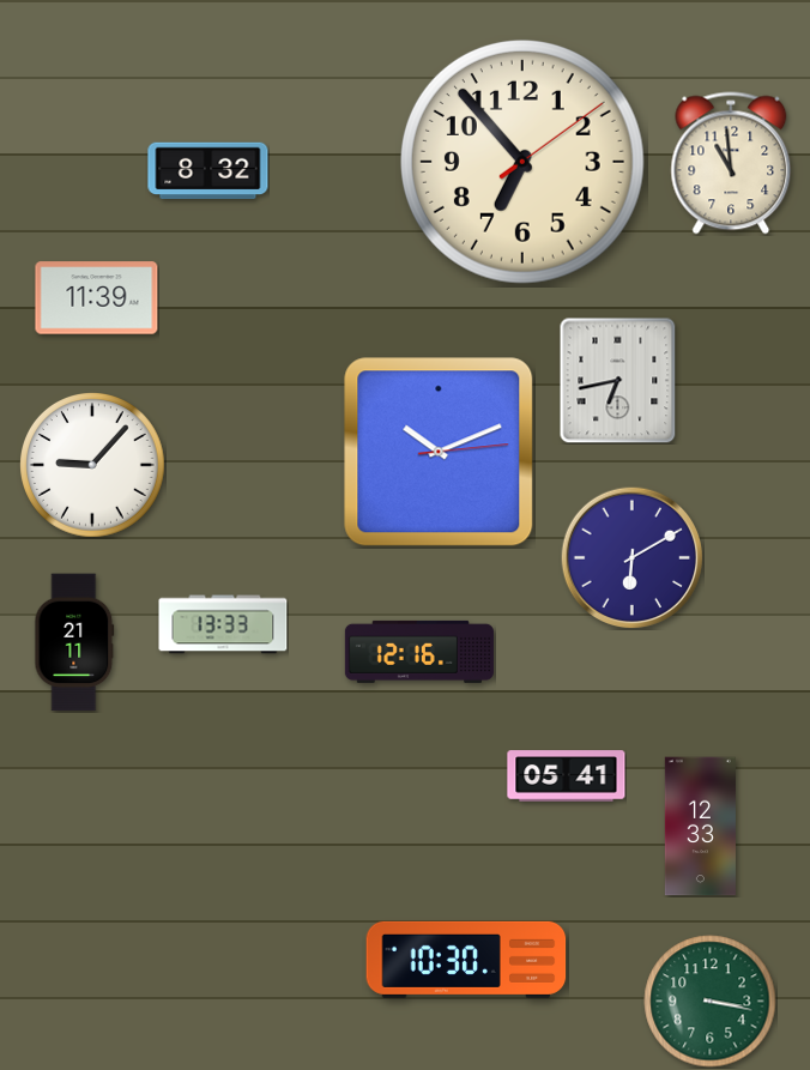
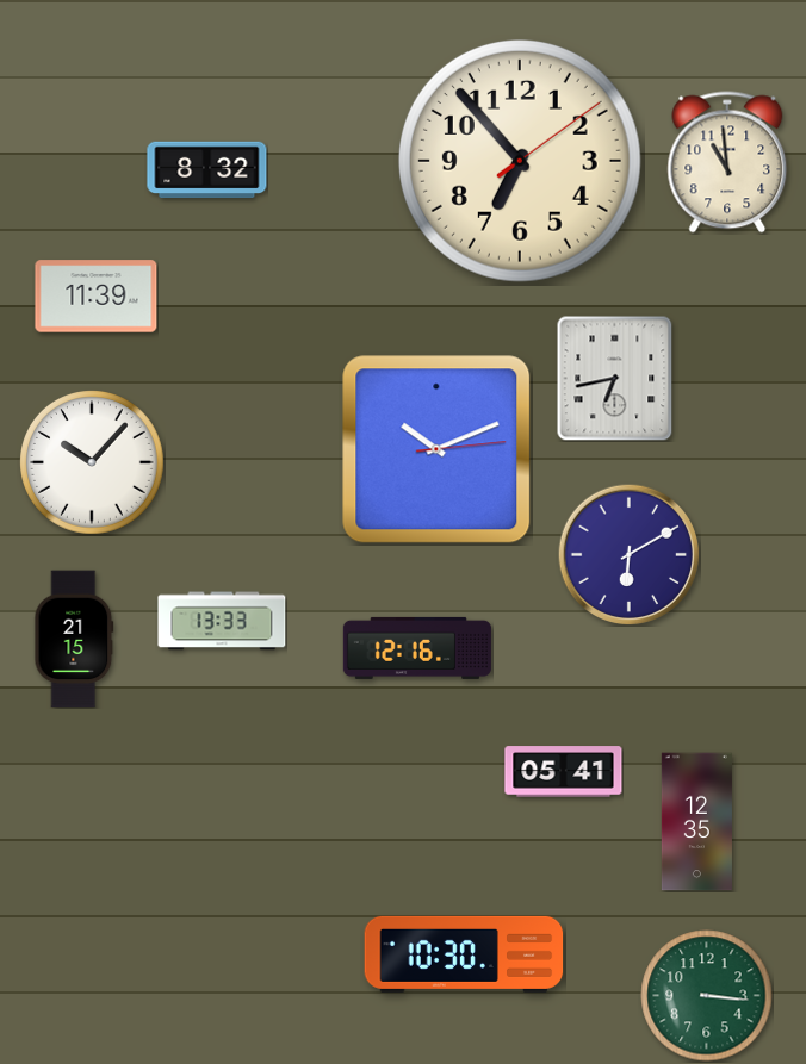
clock at (93, 466): 9:07 -> 10:07
clock at (74, 642): 21:11 -> 21:15
clock at (700, 827): 12:33 -> 12:35
clock at (711, 1002): 3:17 -> 3:16
